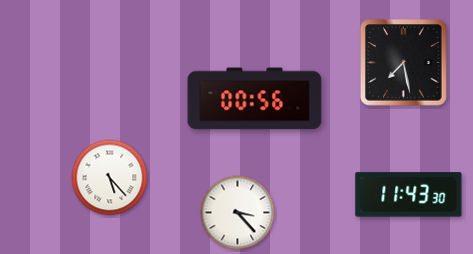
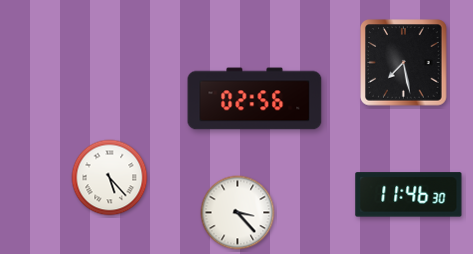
clock at (255, 99): 00:56 -> 02:56
clock at (409, 195): 11:43 -> 11:46
